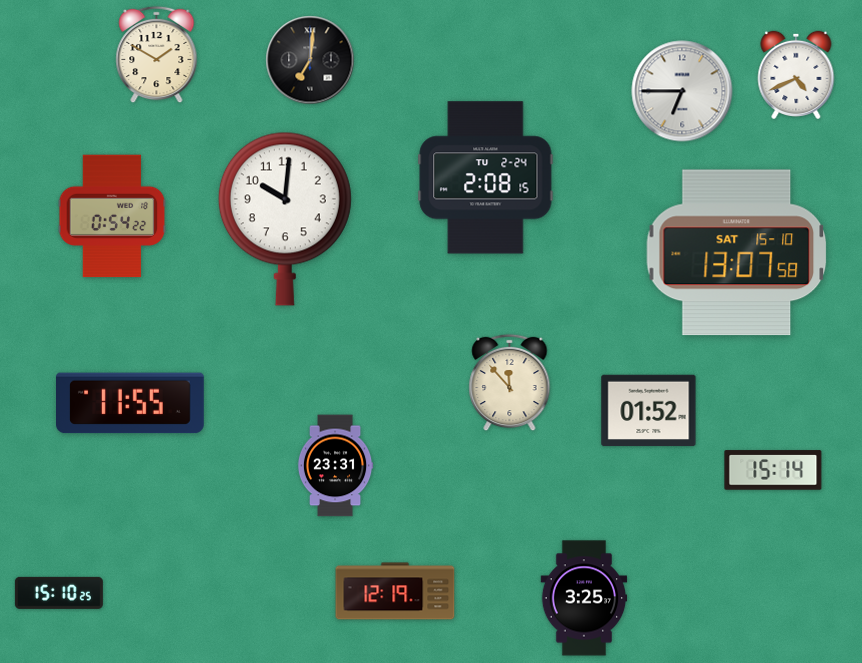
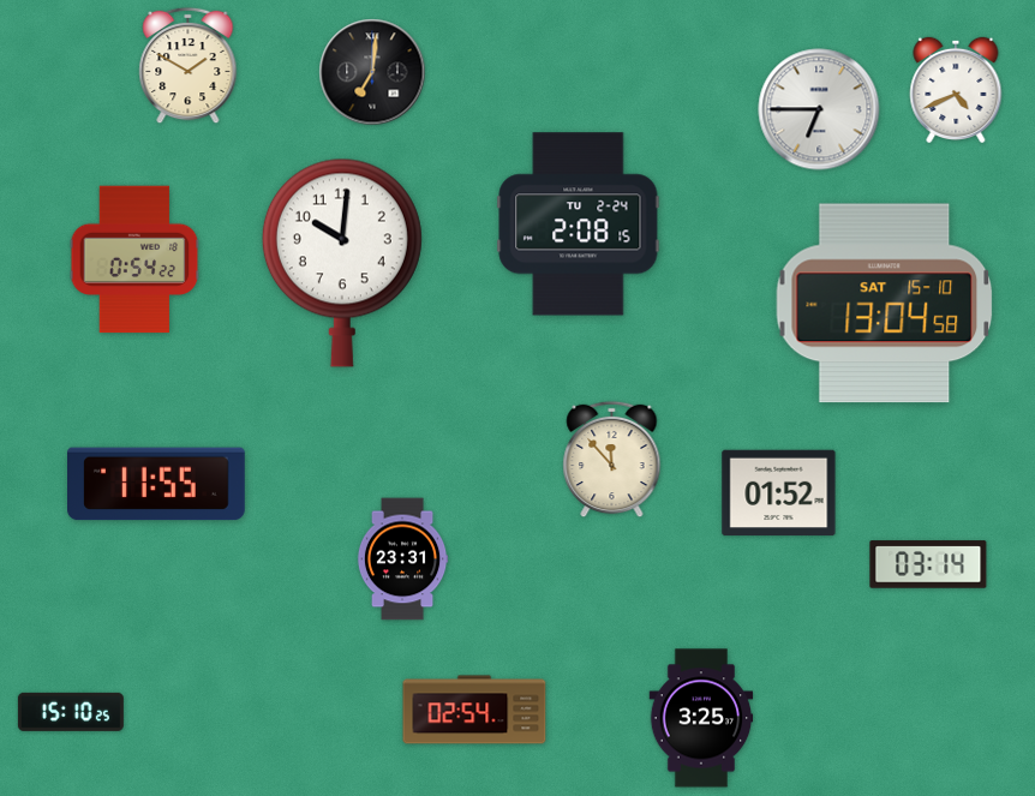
clock at (486, 178) position: (486, 178) -> (579, 225)
clock at (737, 253): 13:07 -> 13:04
clock at (773, 470): 15:14 -> 03:14
clock at (395, 591): 12:19 -> 02:54
